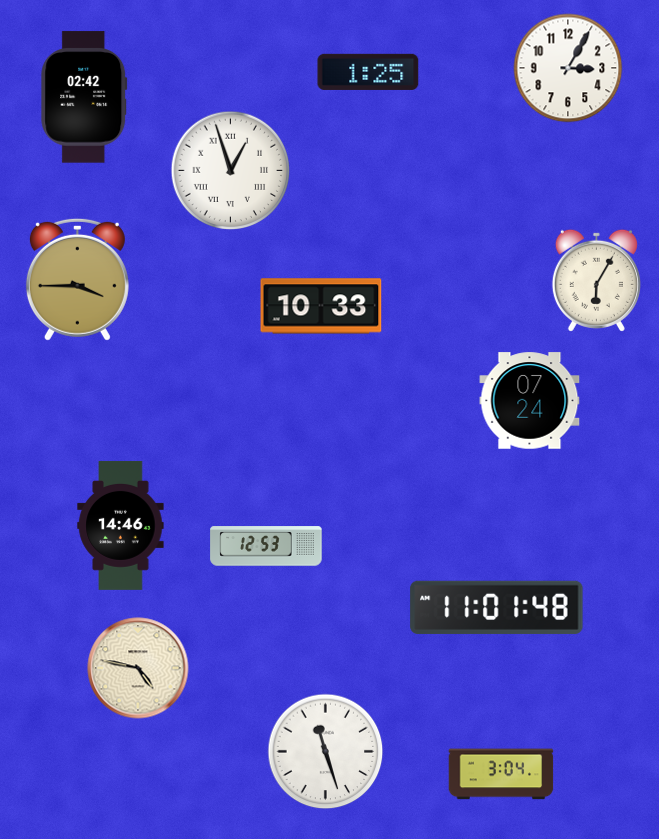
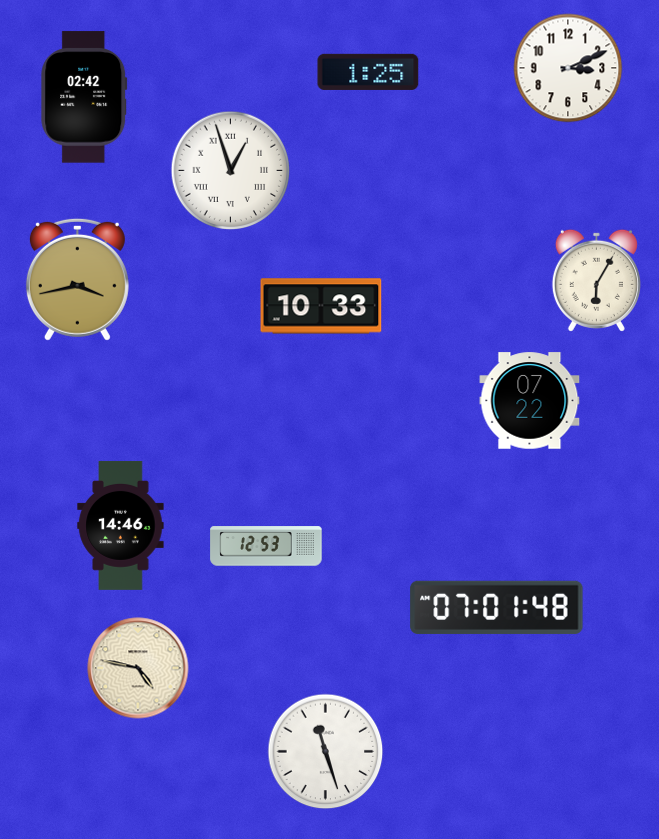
clock at (568, 68): 3:05 -> 3:11
clock at (77, 279): 3:45 -> 3:43
clock at (530, 401): 07:24 -> 07:22
clock at (497, 607): 11:01 -> 07:01
clock at (501, 774): 3:04 -> none
